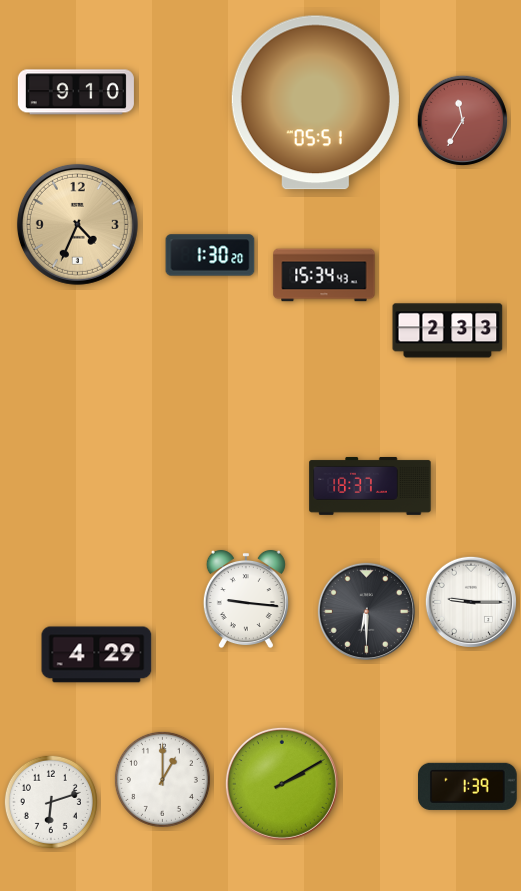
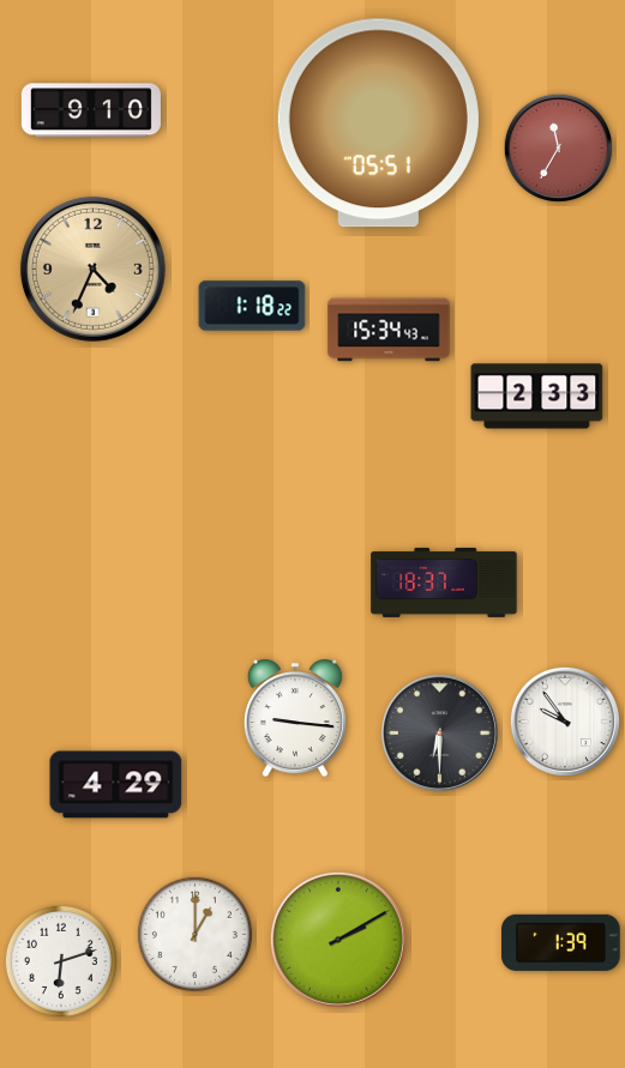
clock at (462, 120) position: (462, 120) -> (558, 147)
clock at (210, 255): 1:30 -> 1:18
clock at (471, 602): 9:15 -> 9:54
